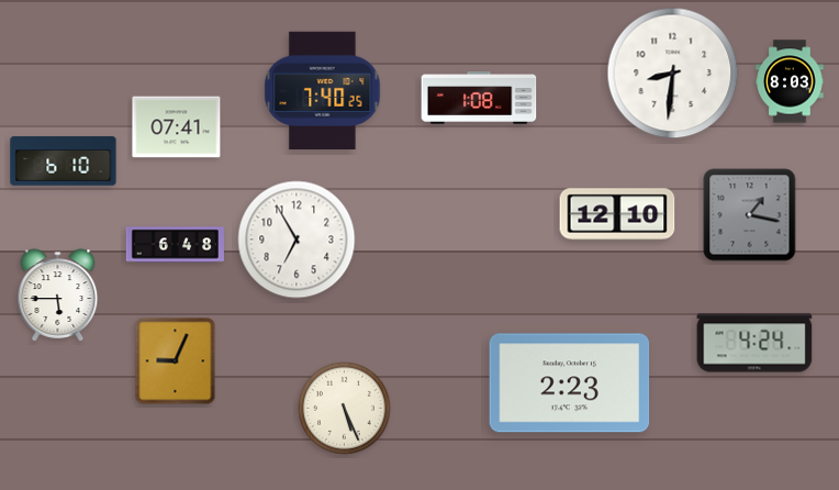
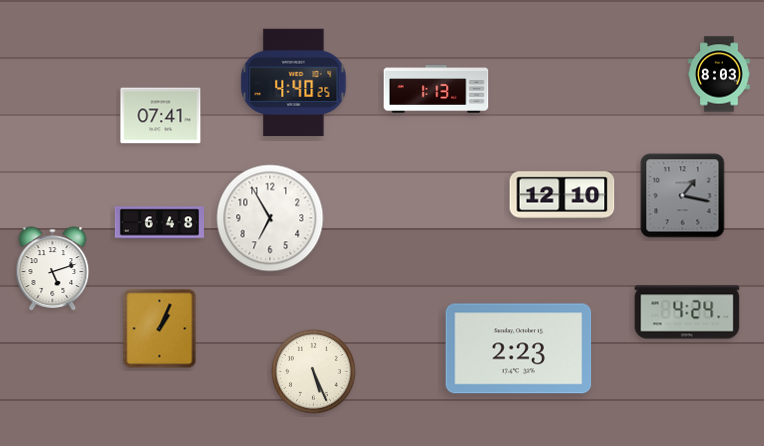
clock at (673, 74): 8:31 -> none
clock at (323, 91): 7:40 -> 4:40
clock at (479, 98): 1:08 -> 1:13
clock at (64, 162): 6:10 -> none
clock at (58, 296): 5:45 -> 5:12
clock at (176, 361): 9:04 -> 1:04
